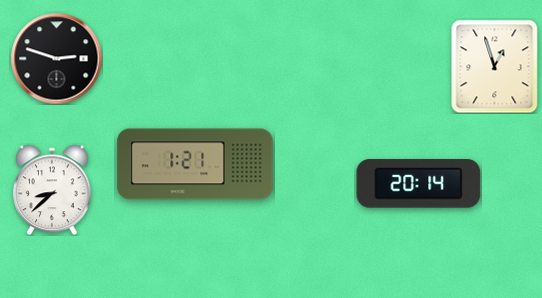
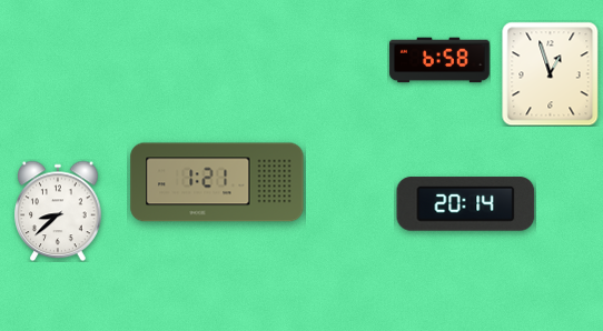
clock at (439, 60): none -> 6:58
clock at (56, 58): 2:48 -> none
